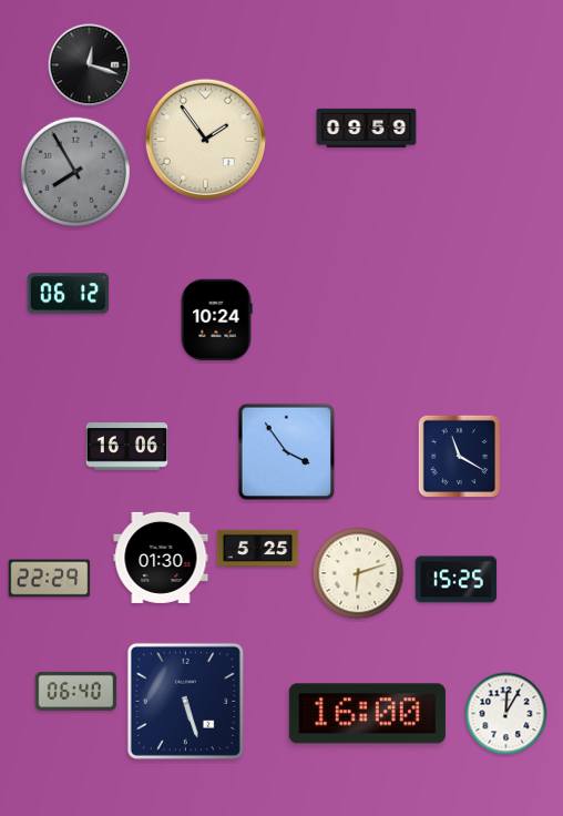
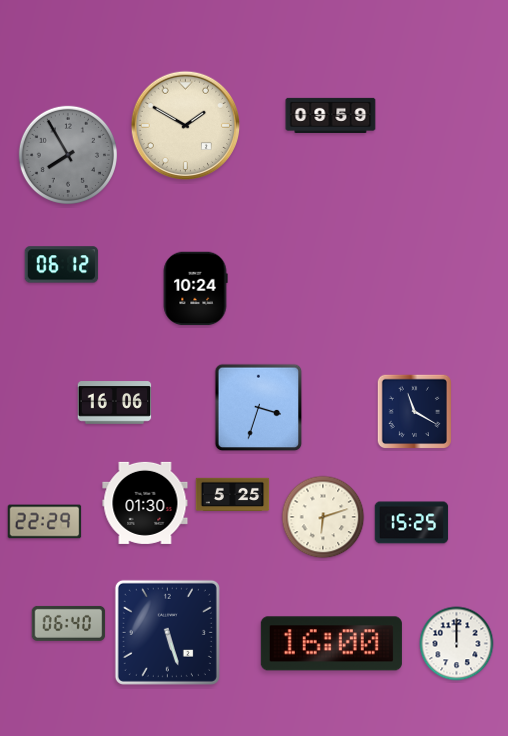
clock at (90, 65): 12:18 -> none
clock at (206, 140): 1:54 -> 1:50
clock at (287, 452): 3:54 -> 3:33
clock at (506, 714): 12:05 -> 12:00
